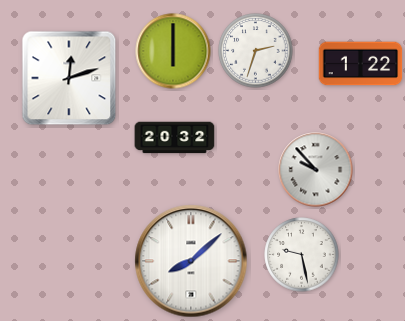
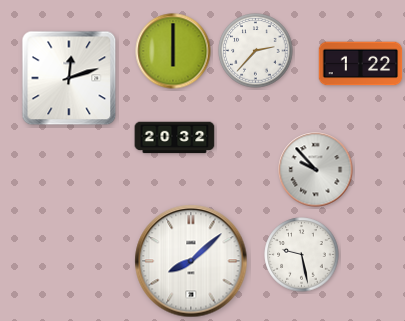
clock at (256, 51): 2:33 -> 2:37
